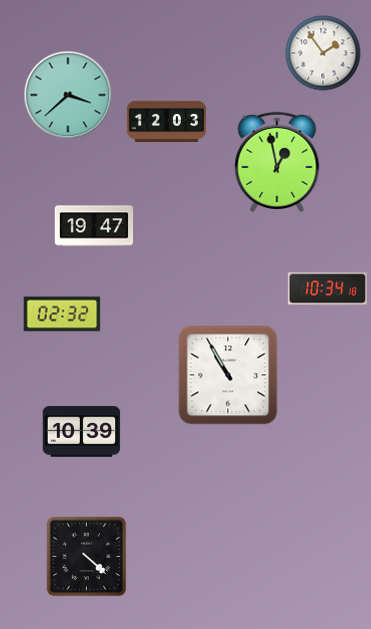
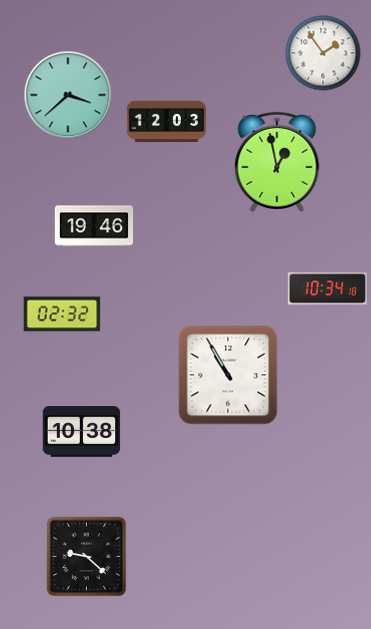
clock at (94, 226): 19:47 -> 19:46
clock at (82, 432): 10:39 -> 10:38
clock at (87, 557): 4:22 -> 9:22
